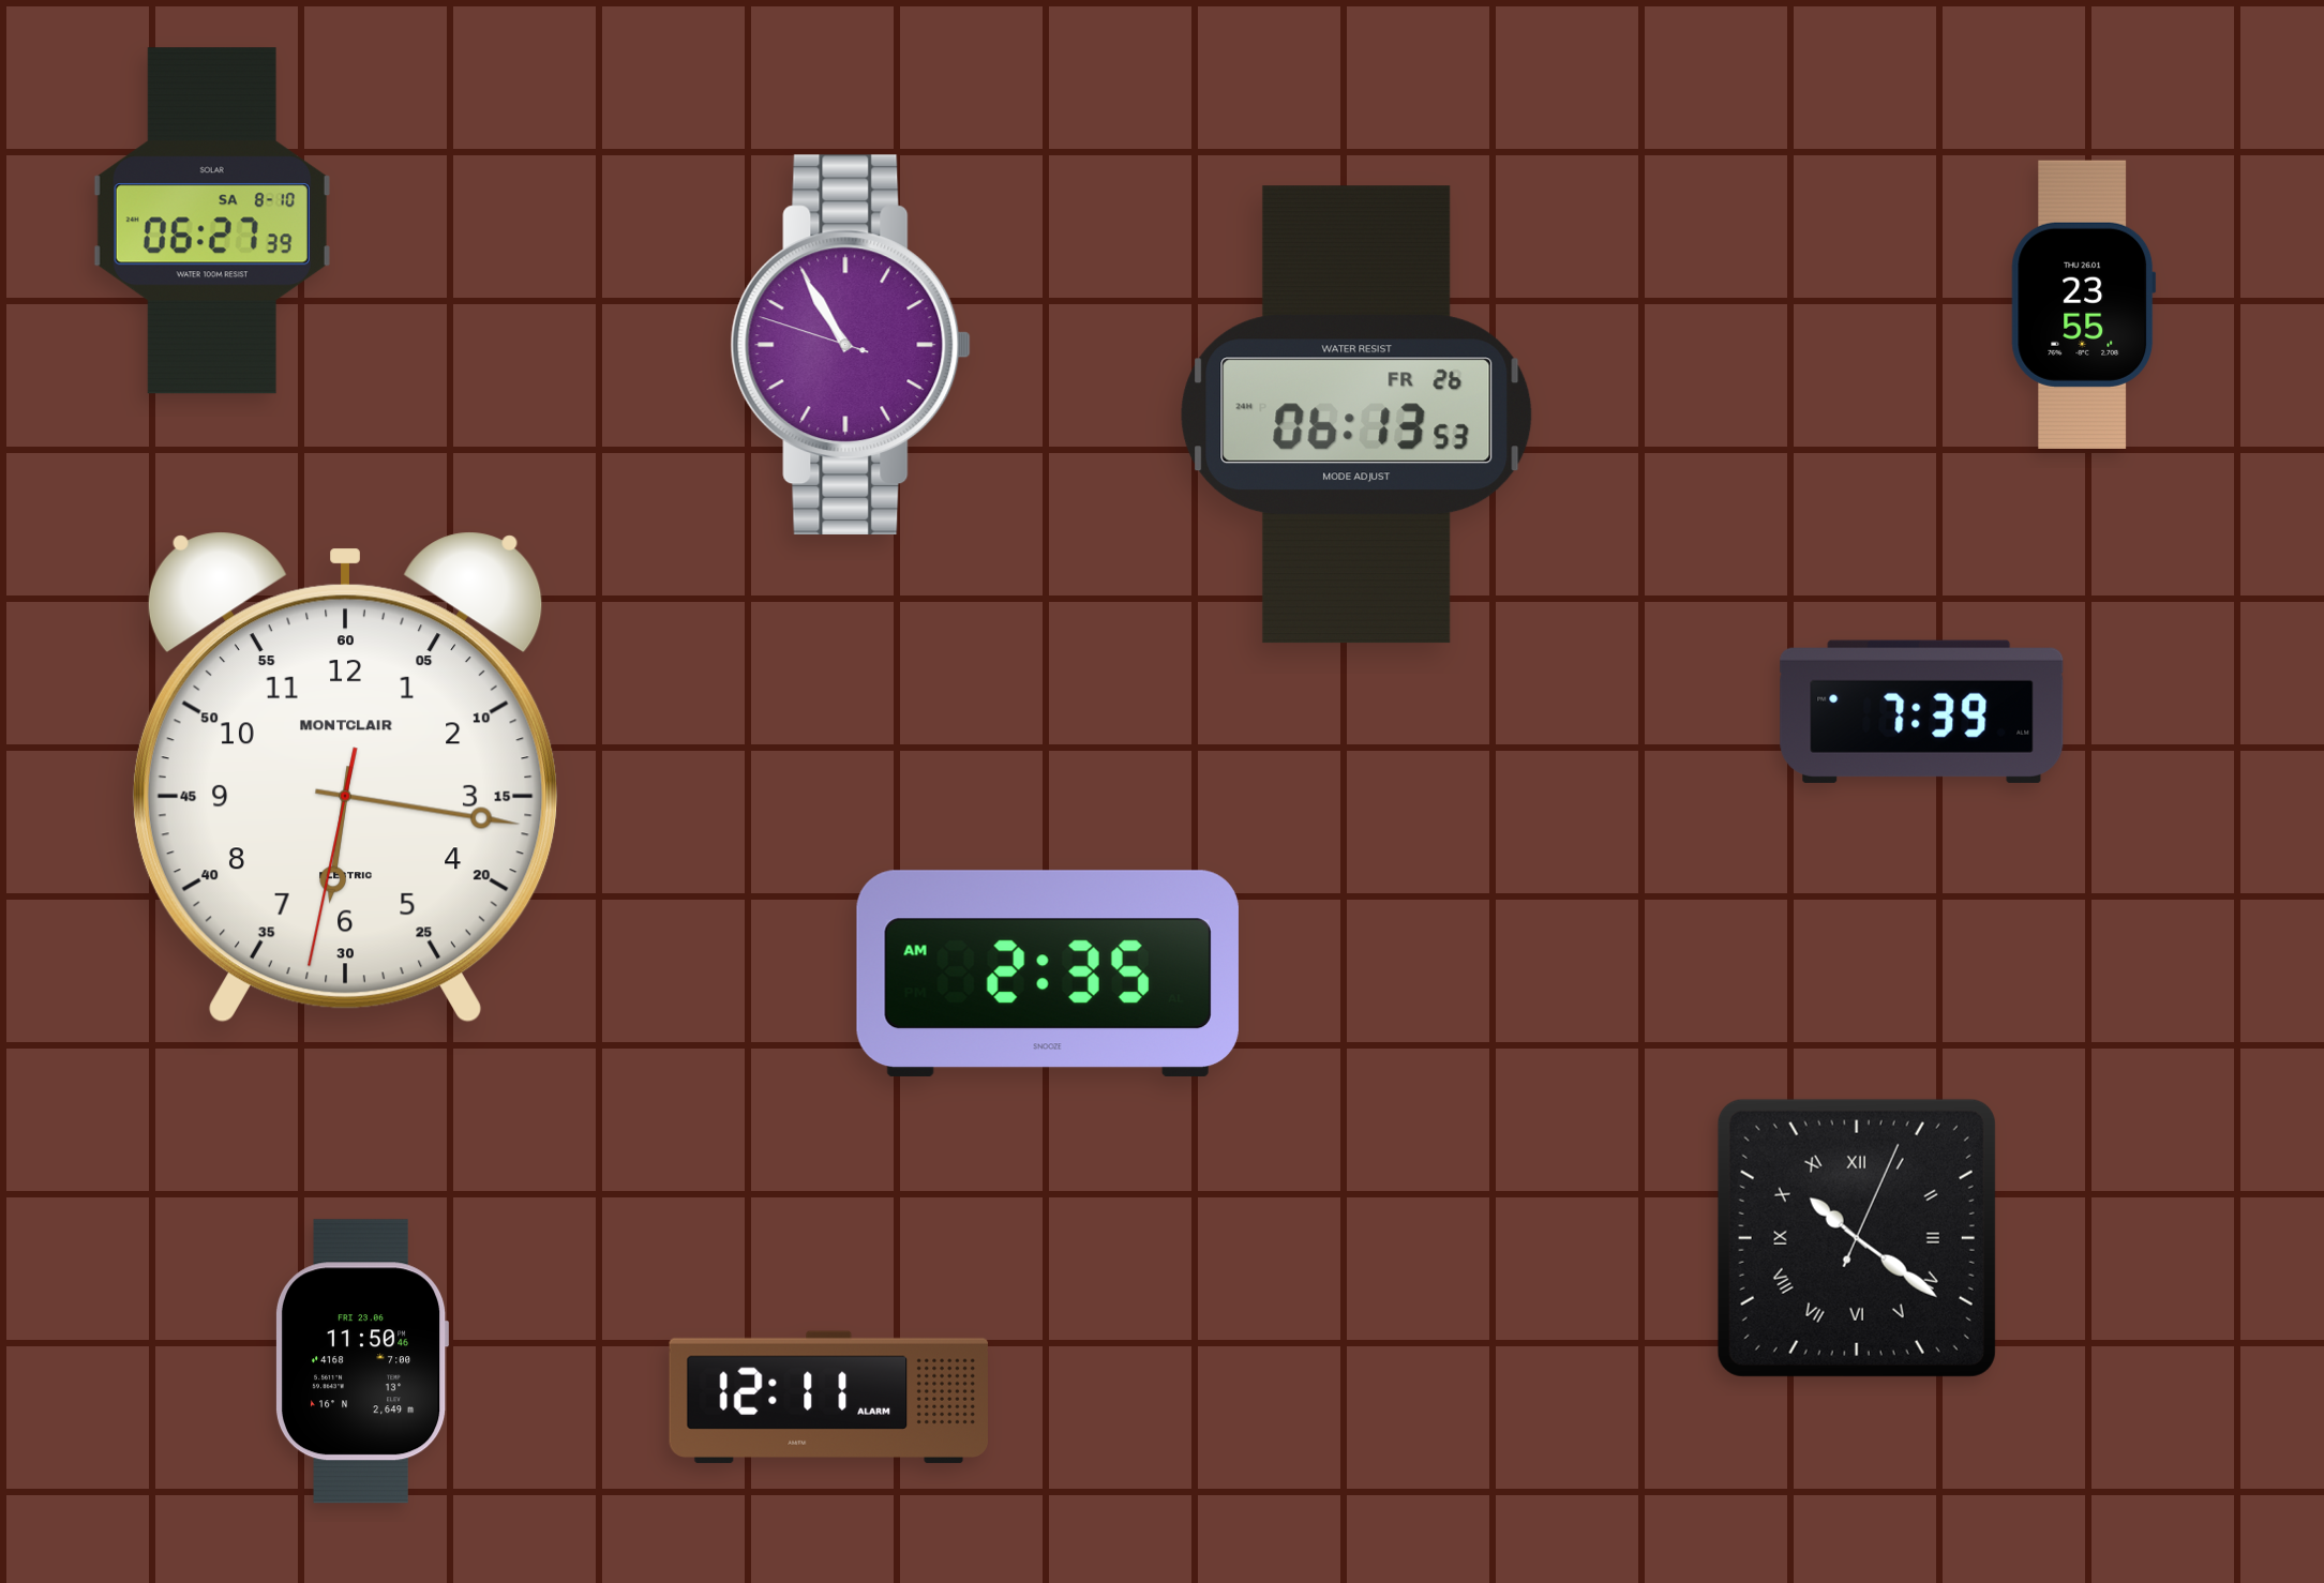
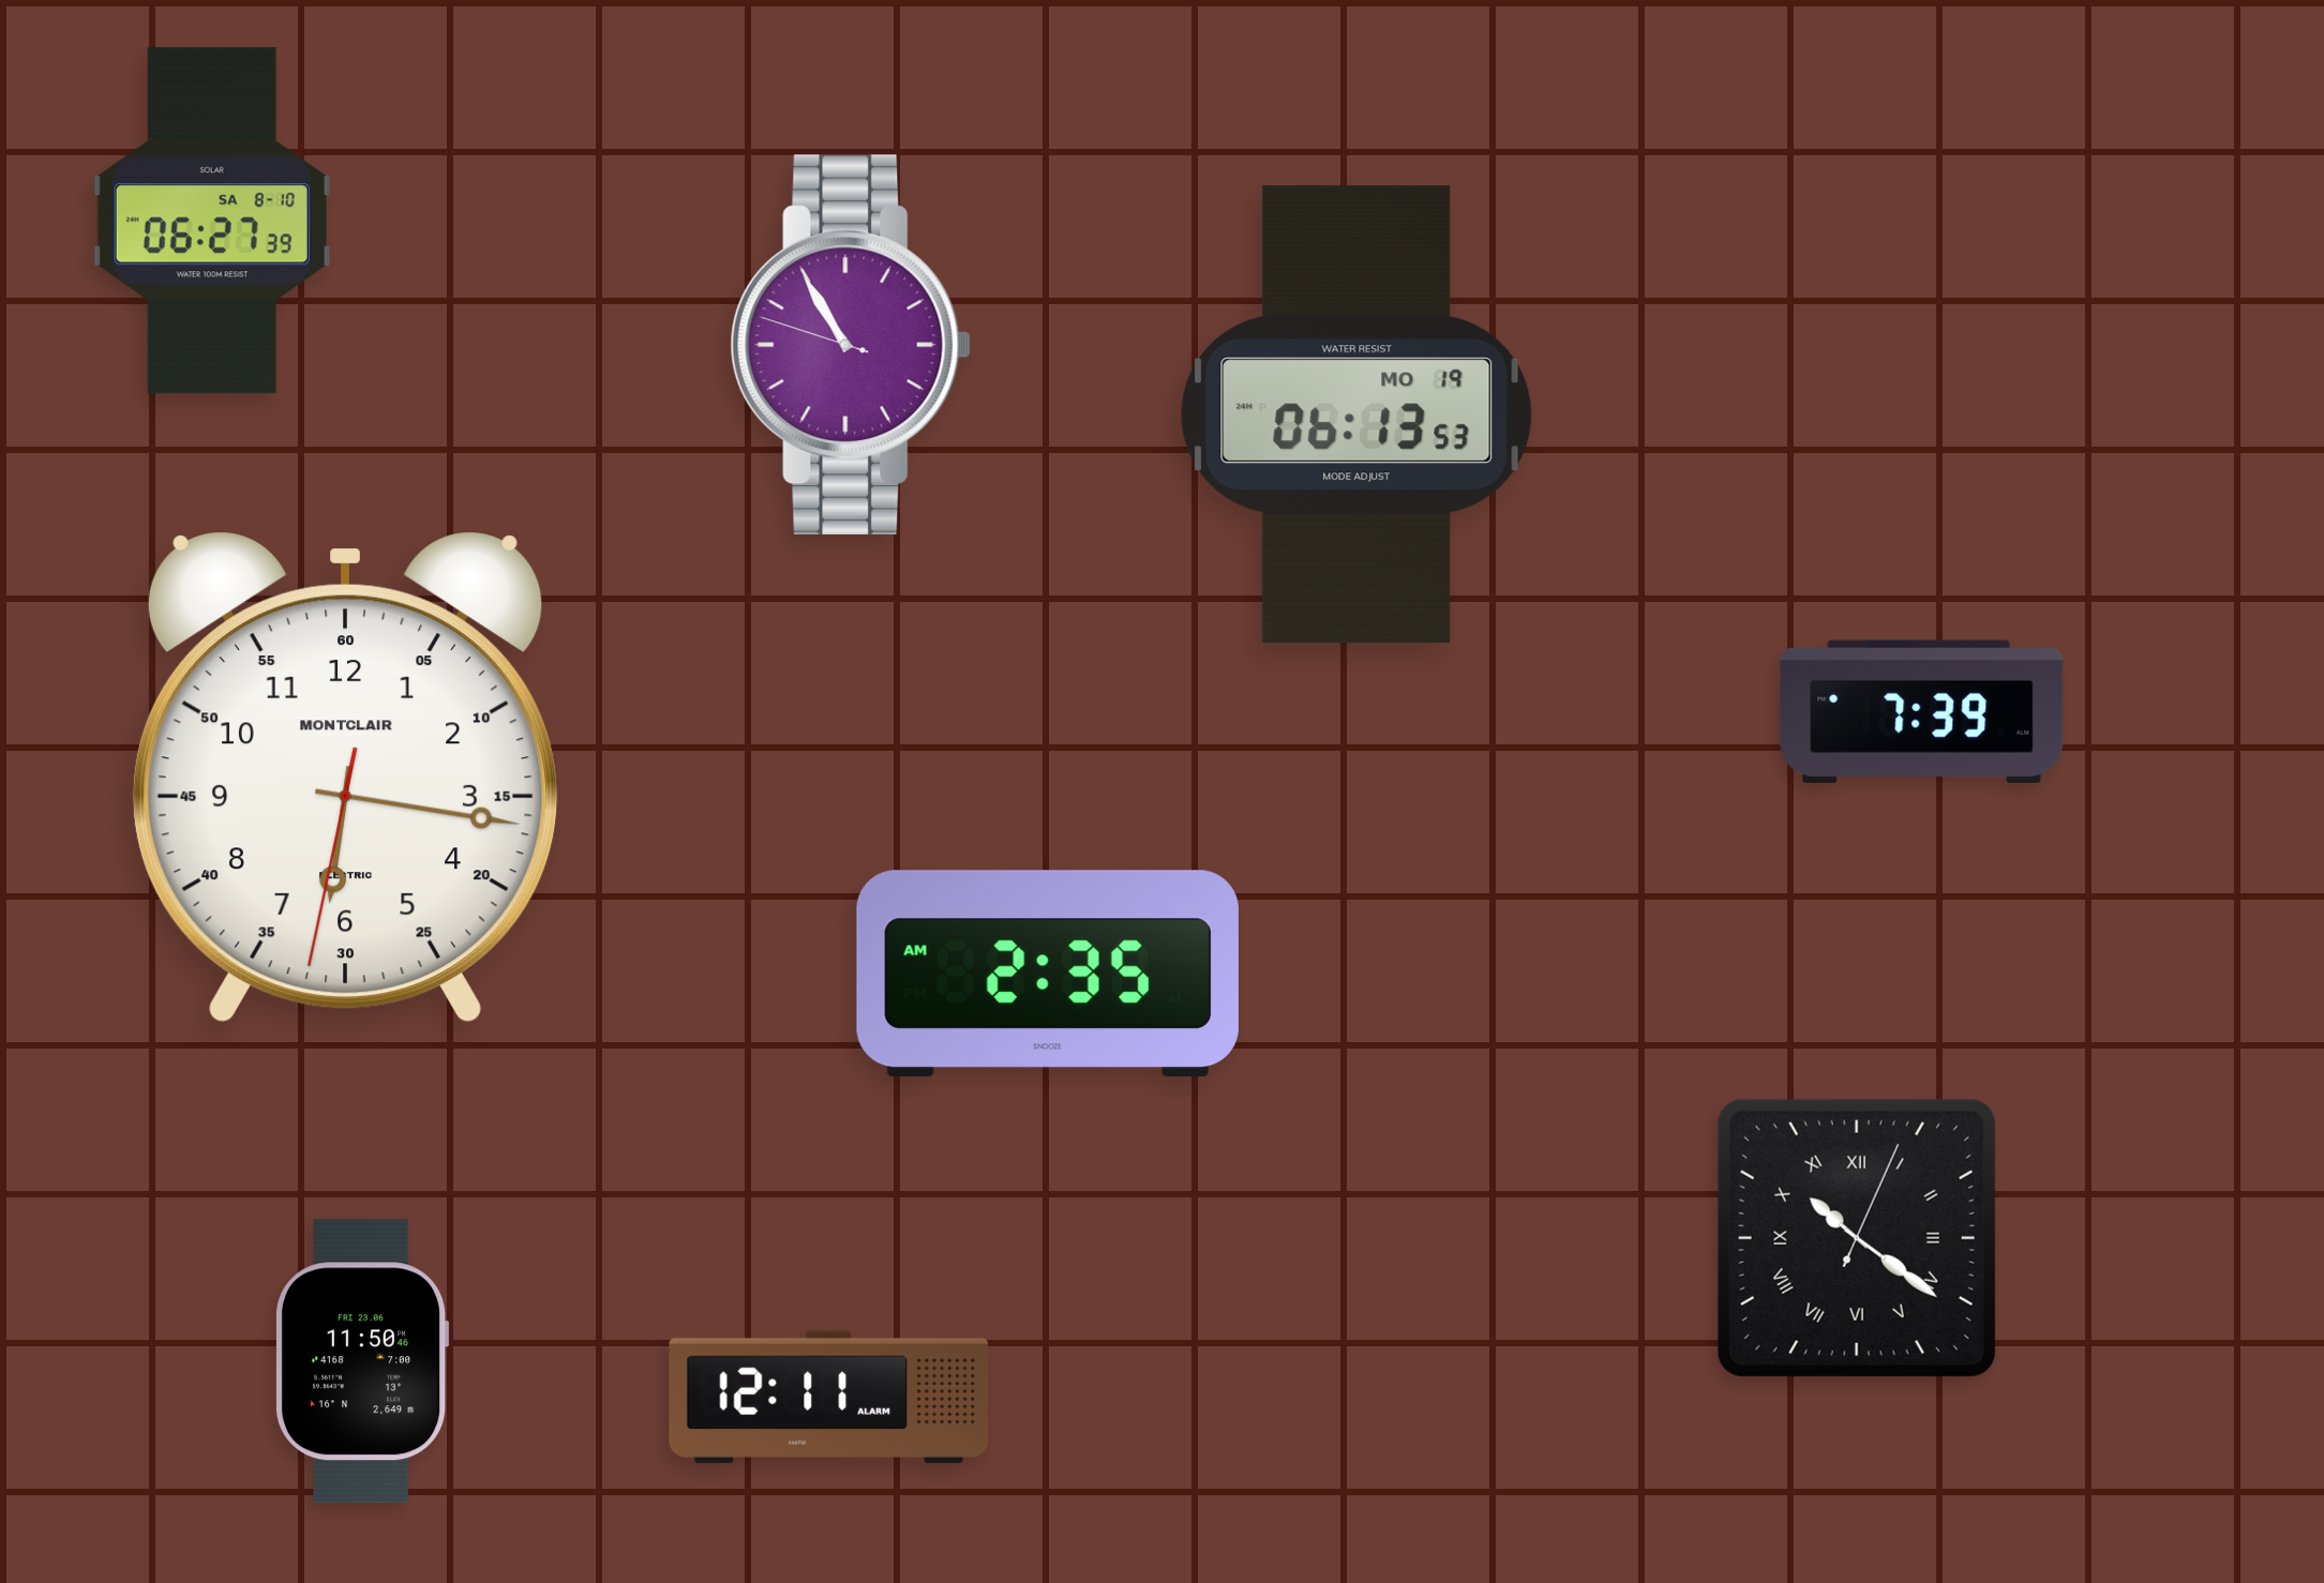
clock at (2084, 304): 23:55 -> none
clock at (1356, 414) date: FR 26 -> MO 19
